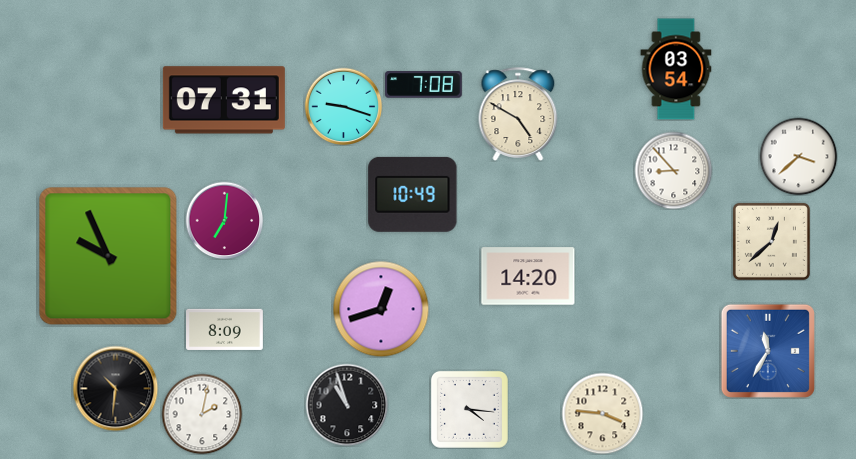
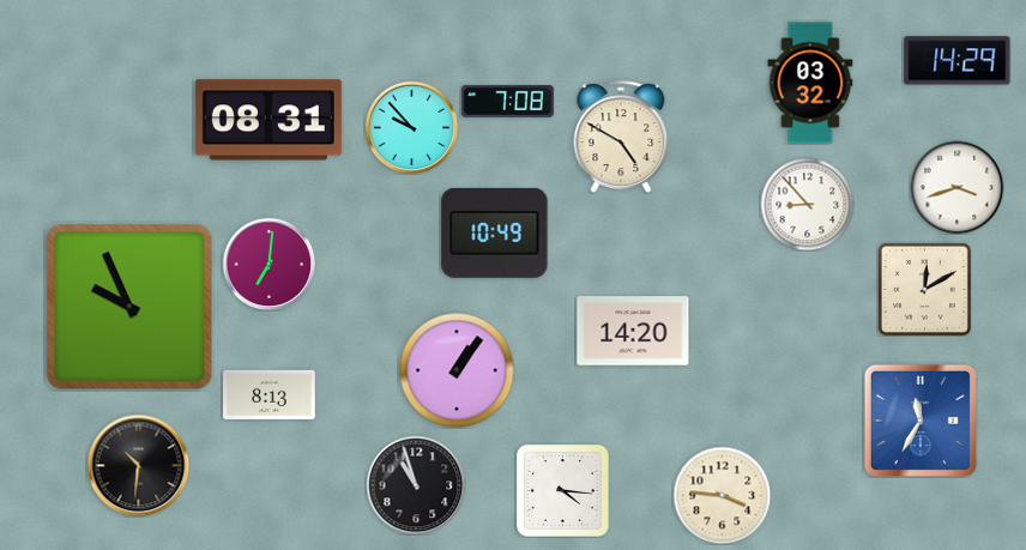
clock at (958, 61): none -> 14:29
clock at (676, 69): 03:54 -> 03:32
clock at (224, 100): 07:31 -> 08:31
clock at (343, 106): 9:18 -> 9:53
clock at (798, 156): 3:38 -> 3:42
clock at (771, 241): 12:38 -> 12:10
clock at (381, 309): 12:42 -> 1:06
clock at (225, 329): 8:09 -> 8:13
clock at (202, 414): 2:02 -> none
